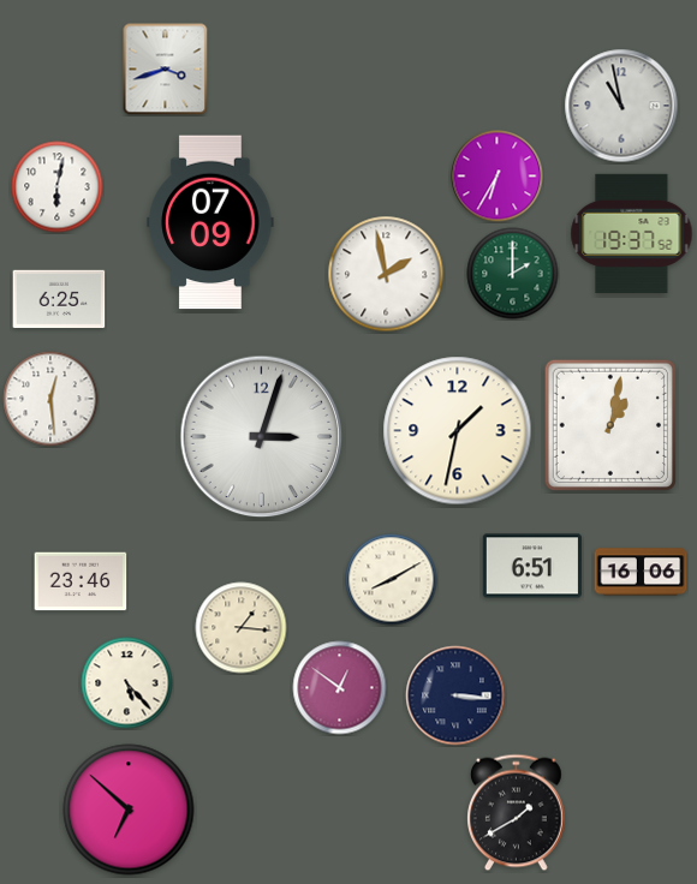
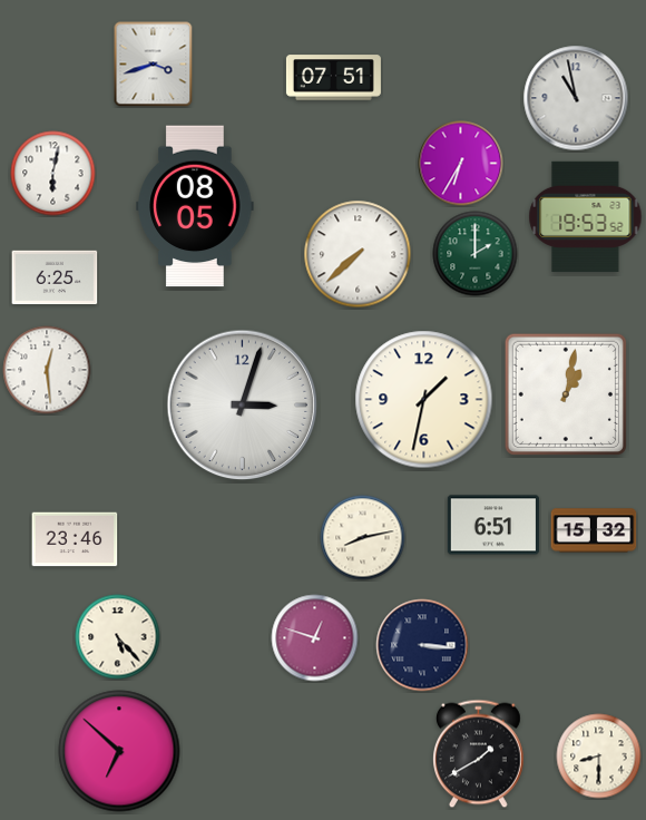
clock at (333, 78): none -> 07:51
clock at (210, 222): 07:09 -> 08:05
clock at (632, 233): 19:37 -> 19:53
clock at (386, 274): 1:58 -> 7:38
clock at (641, 572): 16:06 -> 15:32
clock at (392, 580): 8:10 -> 8:13
clock at (242, 628): 1:16 -> none
clock at (127, 683) position: (127, 683) -> (118, 637)
clock at (340, 688): 12:51 -> 12:48
clock at (599, 756): none -> 8:30
